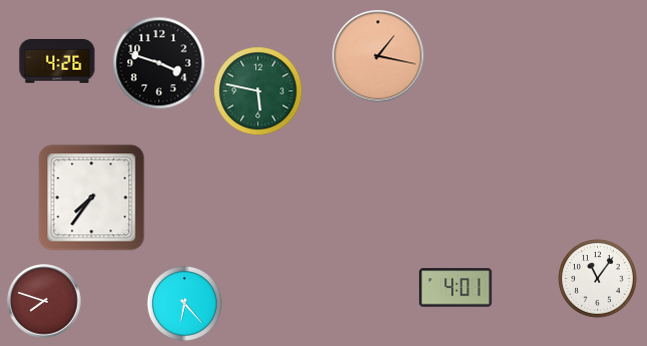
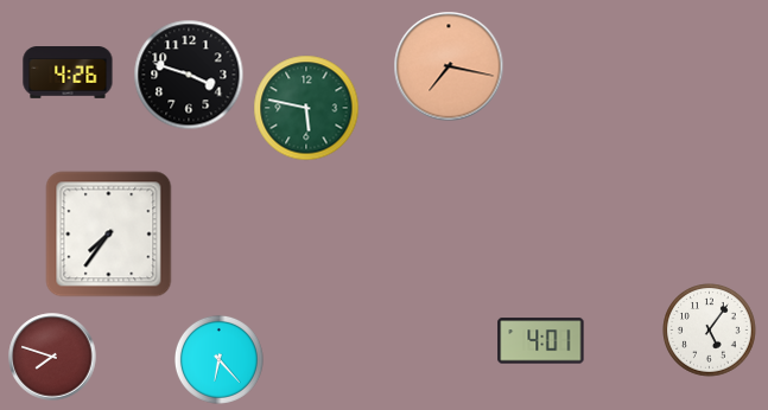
clock at (378, 56): 1:17 -> 7:17
clock at (598, 279): 11:06 -> 5:06
